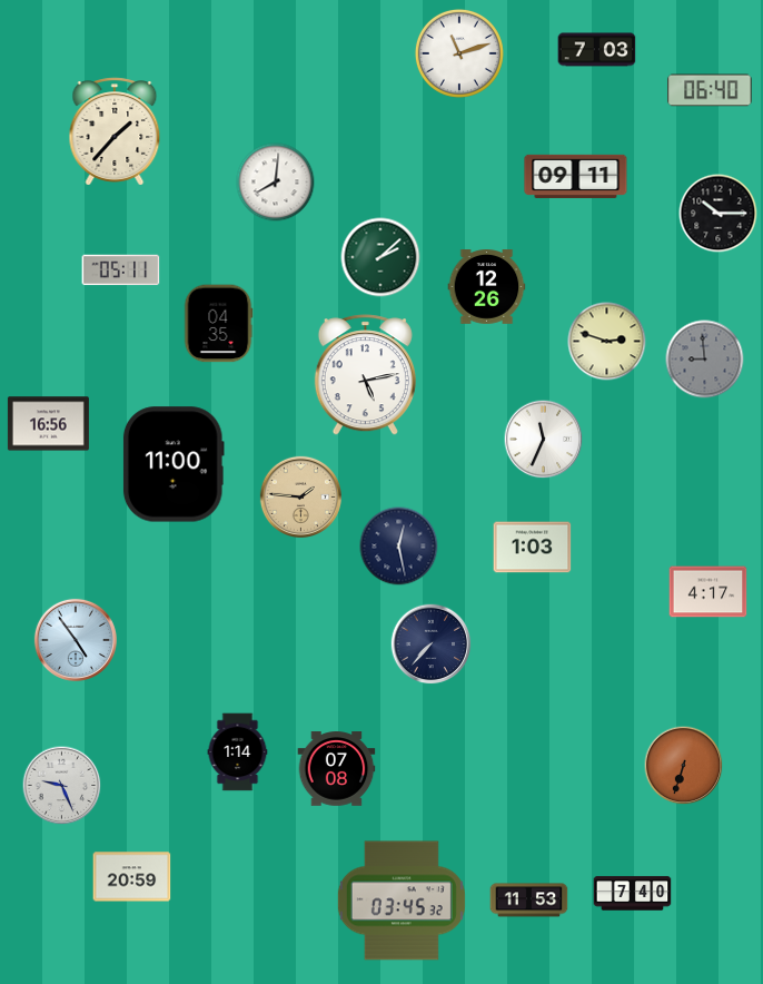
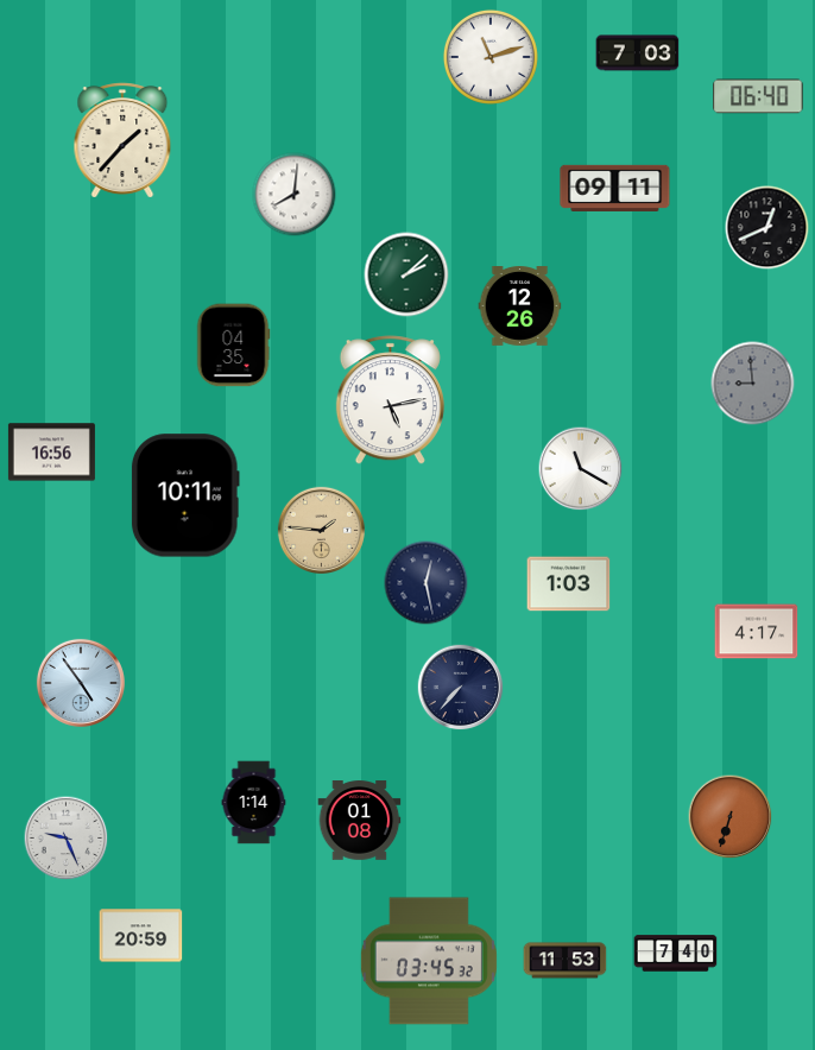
clock at (719, 214): 10:15 -> 12:41
clock at (121, 270): 05:11 -> none
clock at (607, 342): 2:48 -> none
clock at (544, 440): 11:34 -> 11:20
clock at (174, 464): 11:00 -> 10:11
clock at (337, 769): 07:08 -> 01:08
